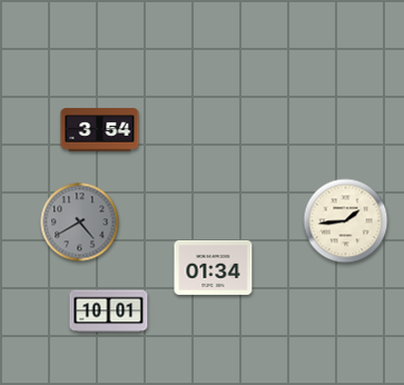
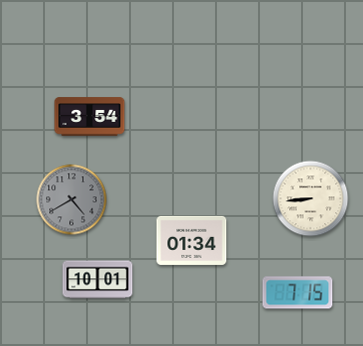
clock at (346, 221): 1:44 -> 8:44
clock at (298, 293): none -> 7:15
